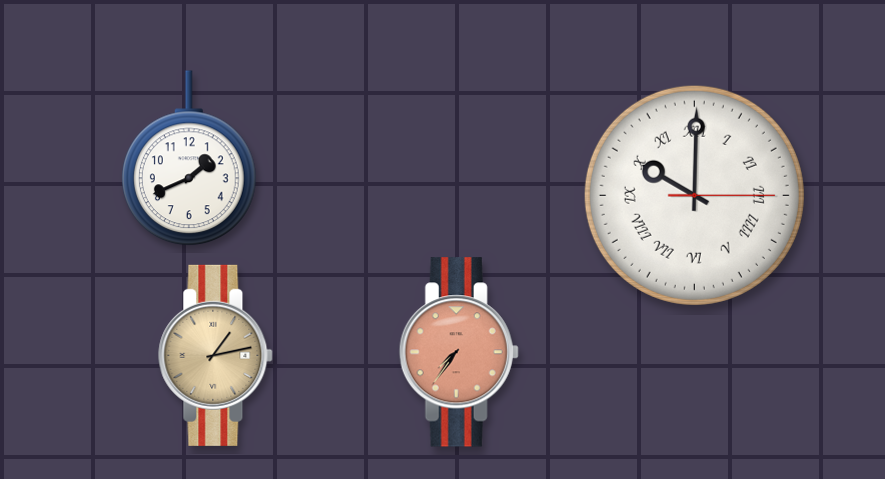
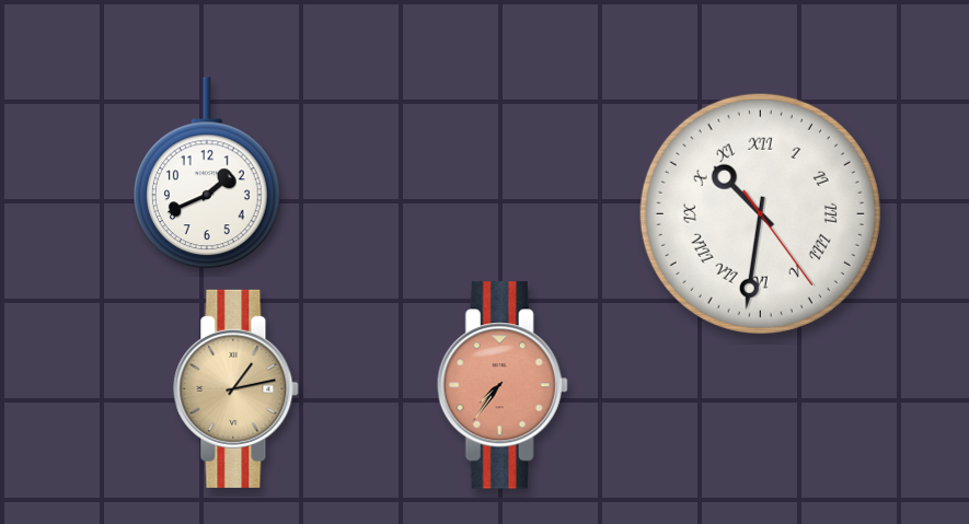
clock at (694, 195): 10:00 -> 10:31
